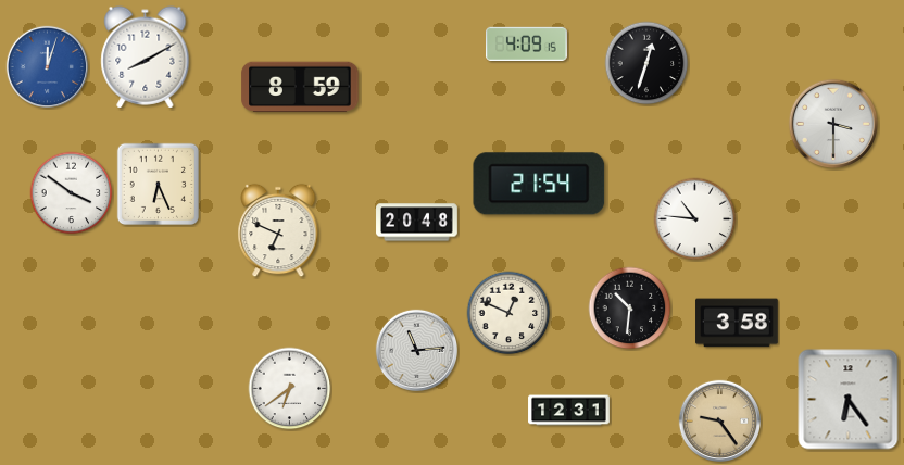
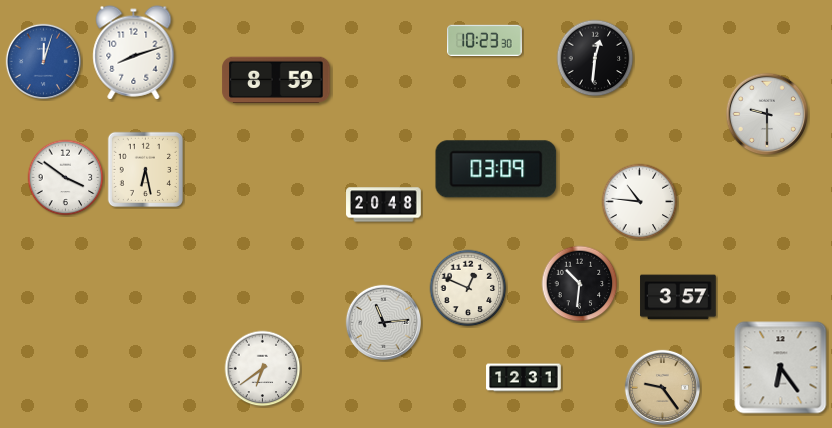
clock at (527, 43): 4:09 -> 10:23
clock at (146, 58): 8:10 -> 8:12
clock at (646, 63): 12:33 -> 12:31
clock at (833, 124): 3:30 -> 9:30
clock at (158, 184): 6:26 -> 6:28
clock at (539, 184): 21:54 -> 03:09
clock at (278, 230): 6:49 -> none
clock at (737, 323): 3:58 -> 3:57
clock at (290, 389) position: (290, 389) -> (263, 369)
